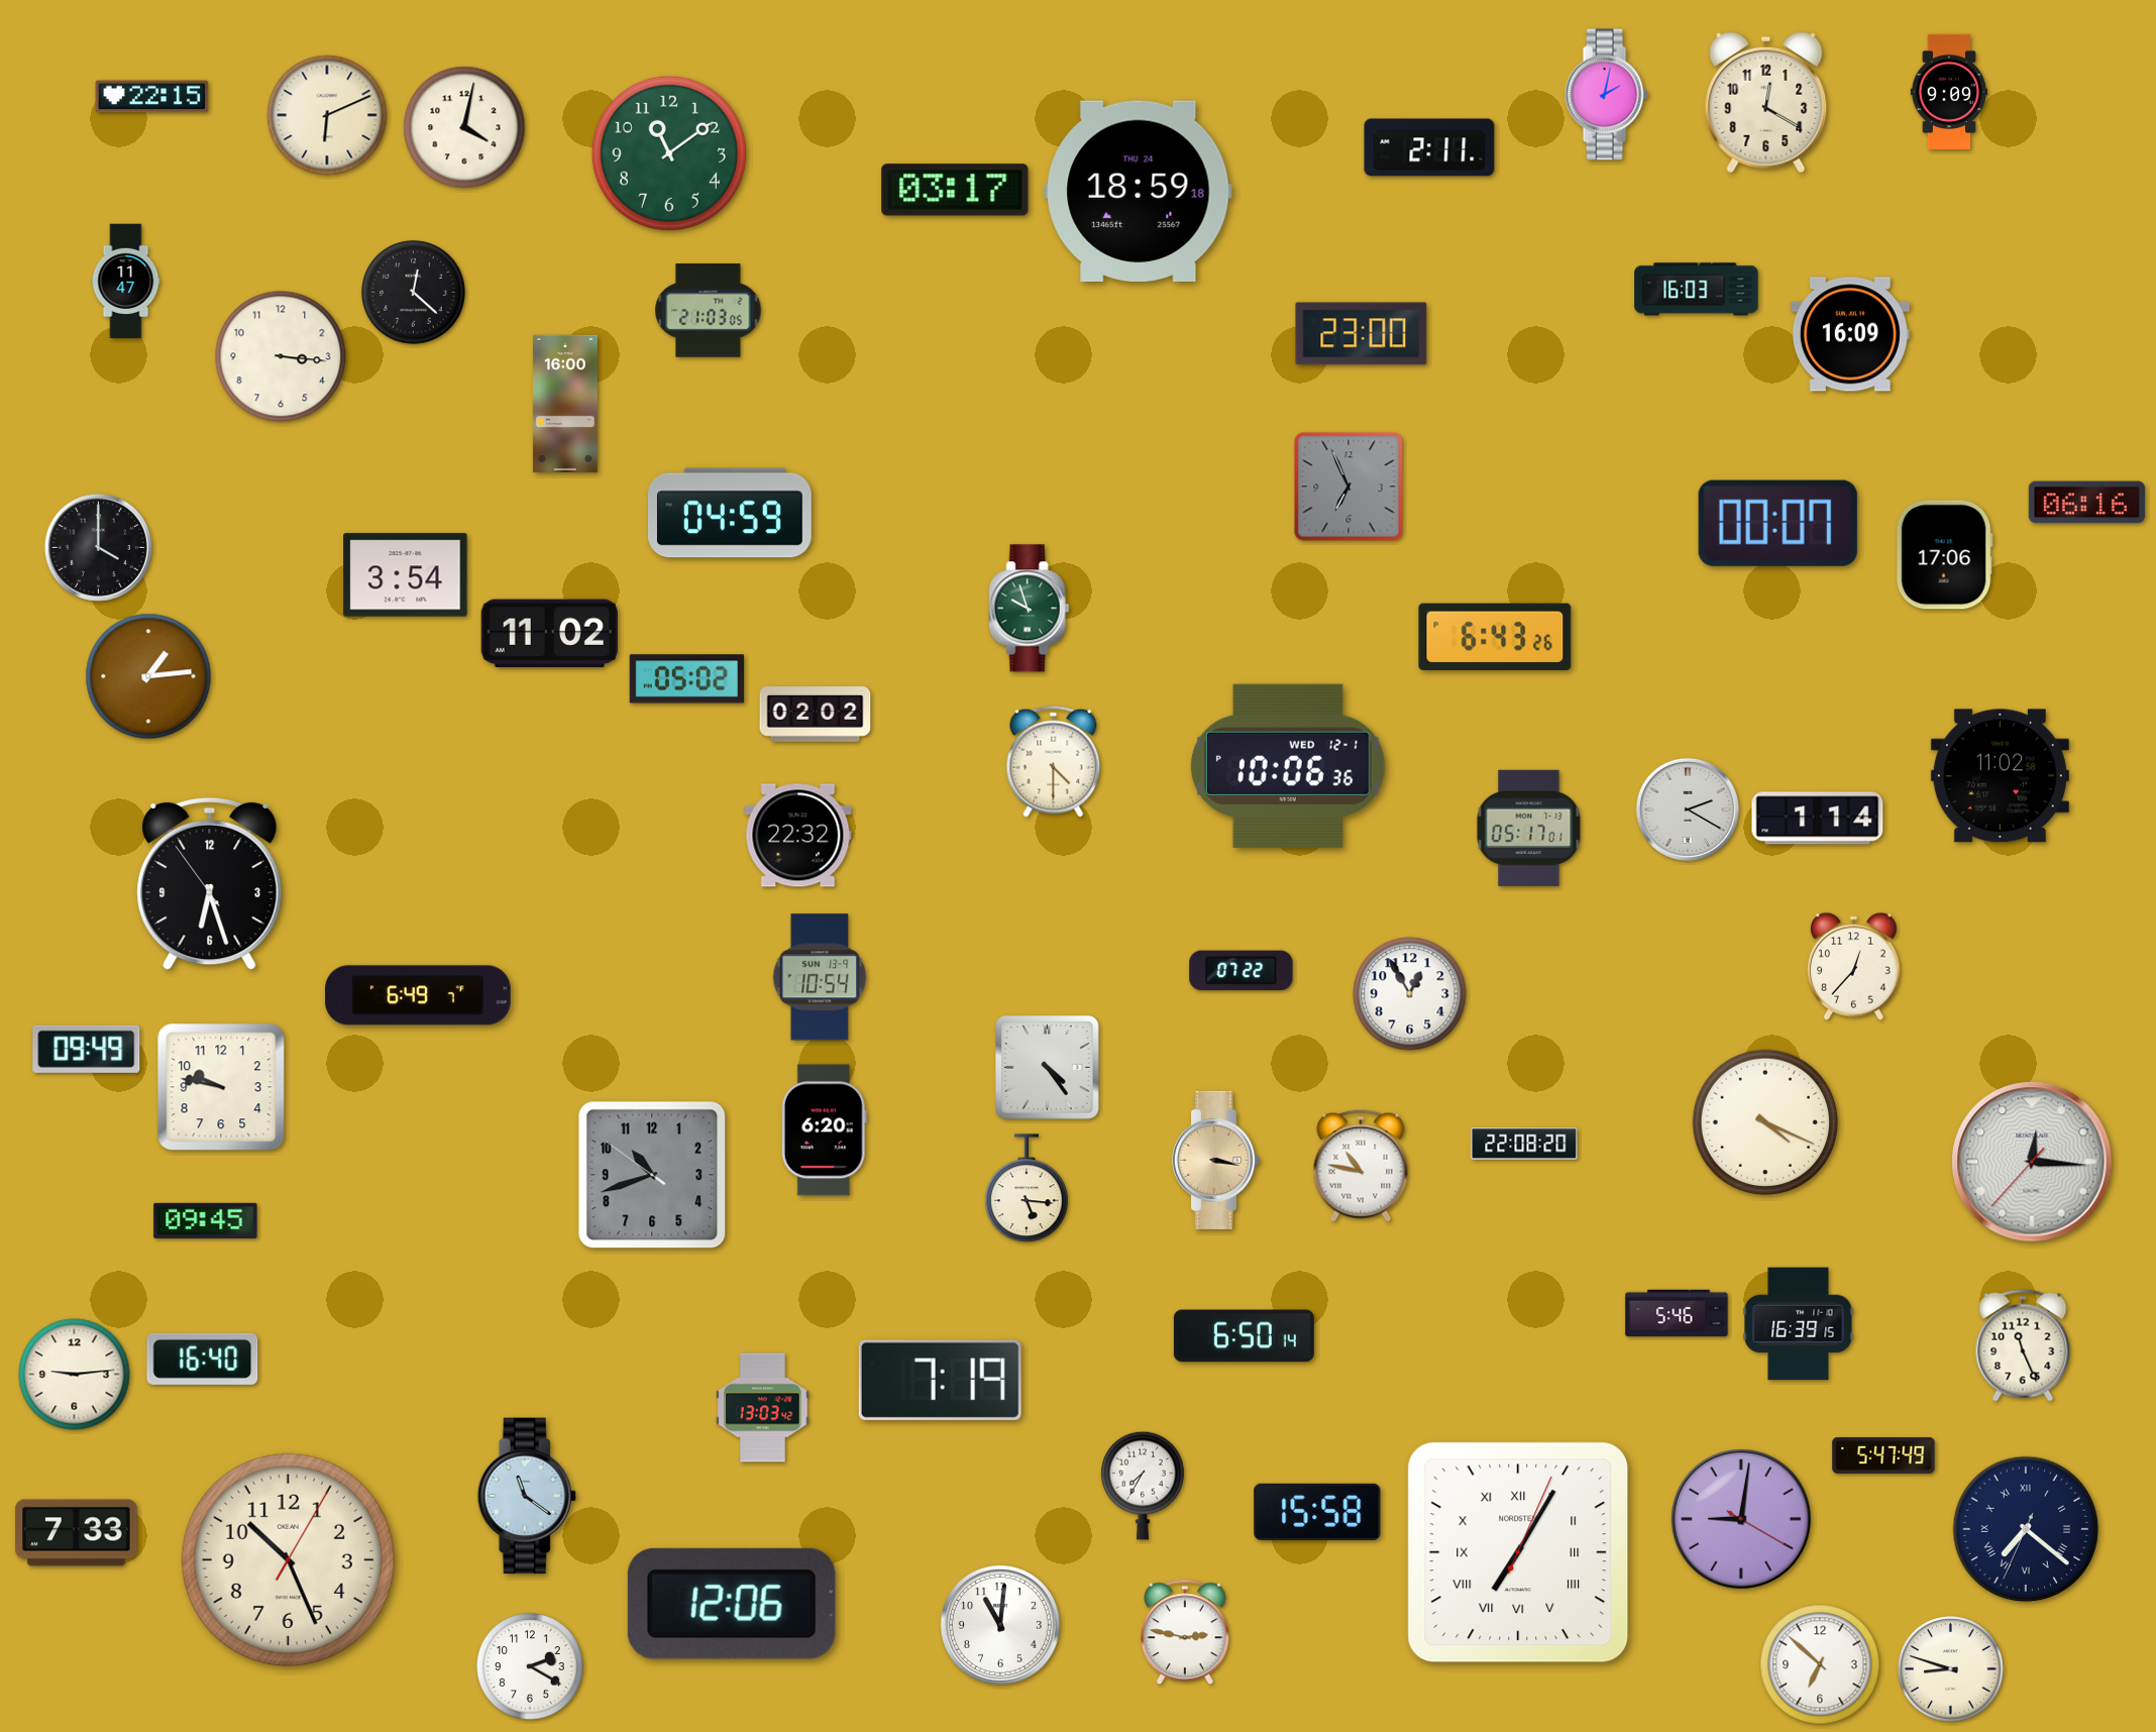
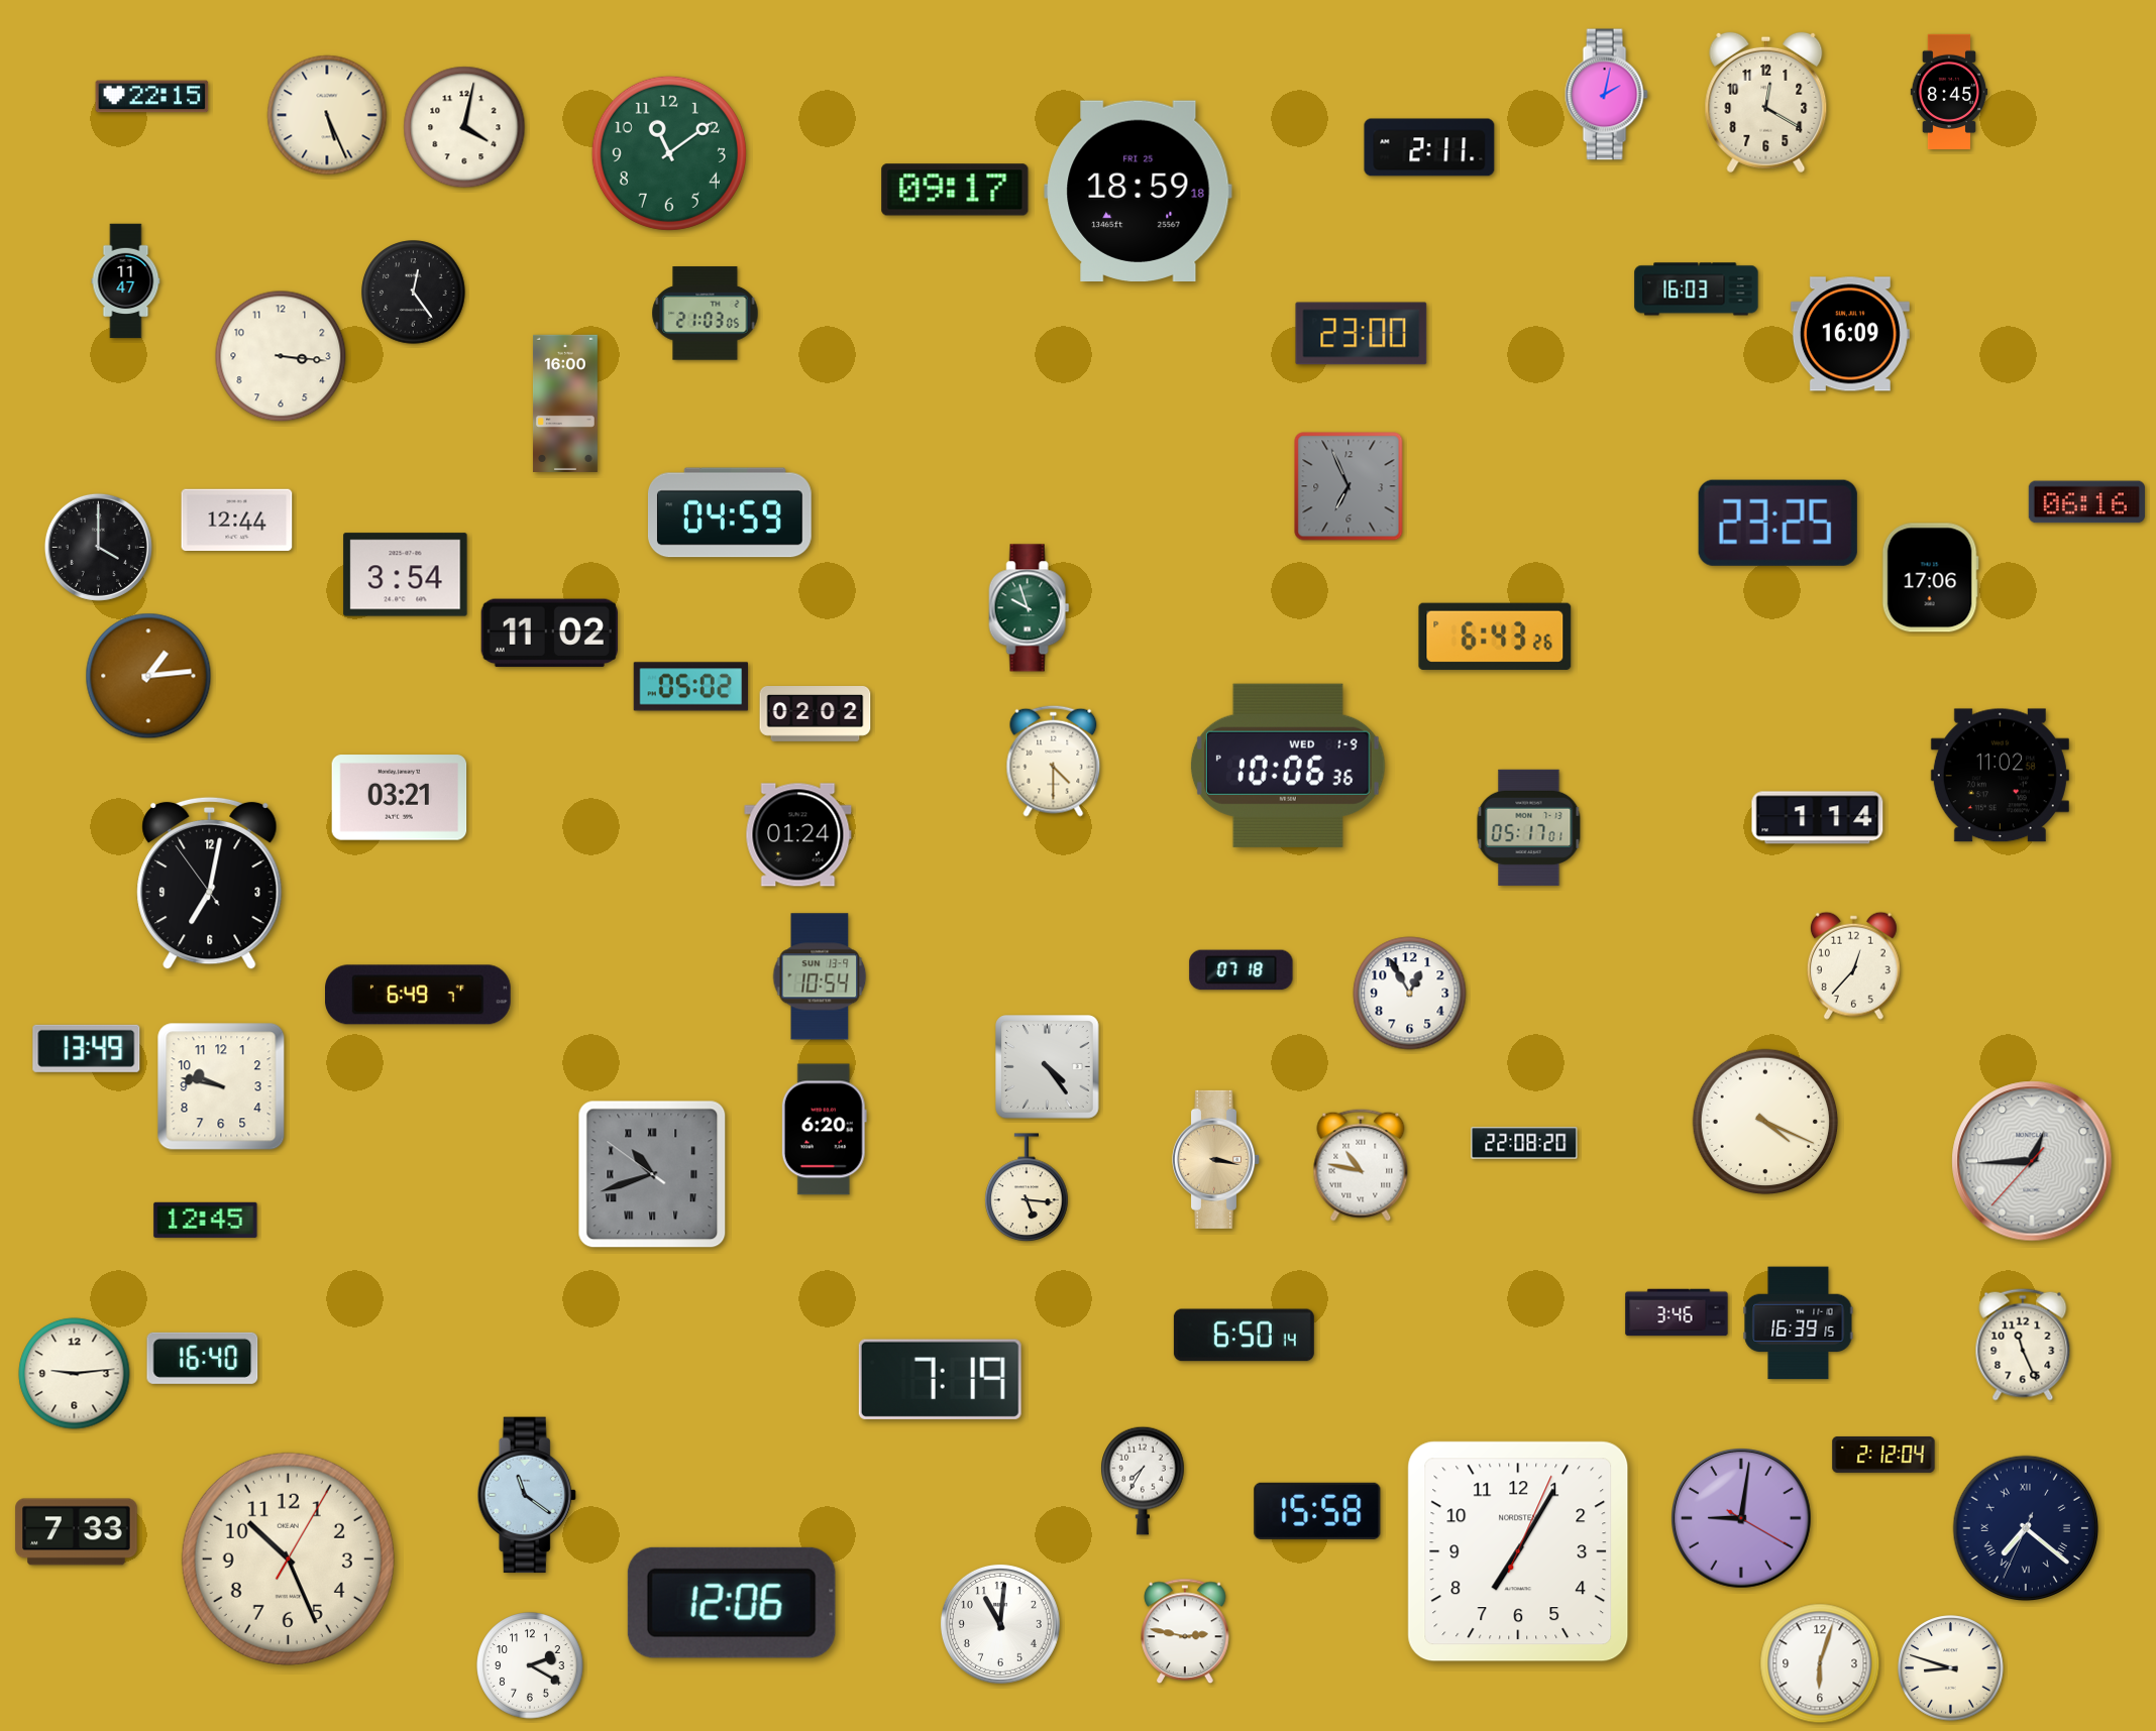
clock at (1949, 92): 9:09 -> 8:45
clock at (327, 115): 6:11 -> 5:26
clock at (955, 190): 03:17 -> 09:17
clock at (1139, 191) date: THU 24 -> FRI 25
clock at (414, 293): 12:22 -> 12:24
clock at (709, 311) position: (709, 311) -> (706, 314)
clock at (237, 521): none -> 12:44
clock at (1777, 523): 00:07 -> 23:25
clock at (1944, 555) position: (1944, 555) -> (1930, 578)
clock at (687, 679) position: (687, 679) -> (691, 687)
clock at (1288, 766) date: WED 12-1 -> WED 1-9
clock at (400, 798): none -> 03:21
clock at (1688, 809): 2:20 -> none
clock at (798, 836): 22:32 -> 01:24
clock at (210, 884): 6:26 -> 7:01
clock at (1242, 971): 07:22 -> 07:18
clock at (87, 1049): 09:49 -> 13:49
clock at (2032, 1162): 12:15 -> 12:44
clock at (652, 1175) numerals: Arabic -> Roman
clock at (206, 1220): 09:45 -> 12:45
clock at (1677, 1313): 5:46 -> 3:46
clock at (763, 1408): 13:03 -> none
clock at (1883, 1455): 5:47 -> 2:12
clock at (1143, 1486) position: (1143, 1486) -> (1143, 1481)
clock at (1518, 1552) numerals: Roman -> Arabic
clock at (1820, 1664): 6:52 -> 6:03
